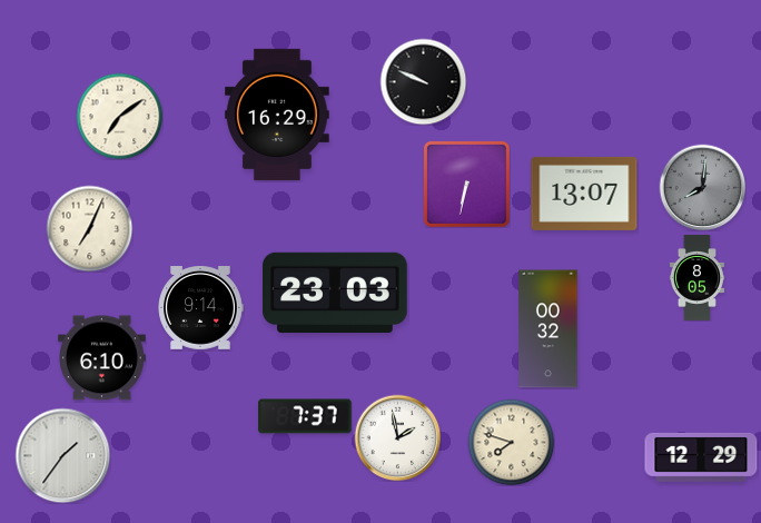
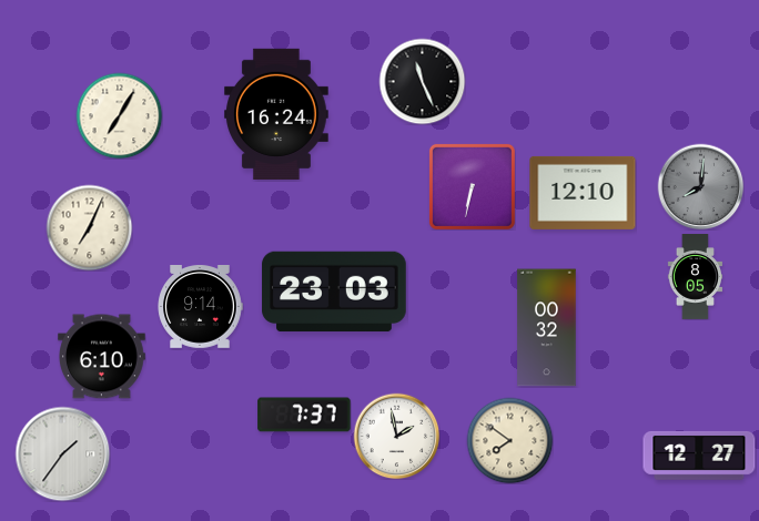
clock at (423, 81): 9:49 -> 11:26
clock at (278, 115): 16:29 -> 16:24
clock at (119, 116): 7:09 -> 7:05
clock at (466, 184) position: (466, 184) -> (472, 186)
clock at (584, 194): 13:07 -> 12:10
clock at (511, 442): 7:48 -> 7:51
clock at (701, 457): 12:29 -> 12:27
